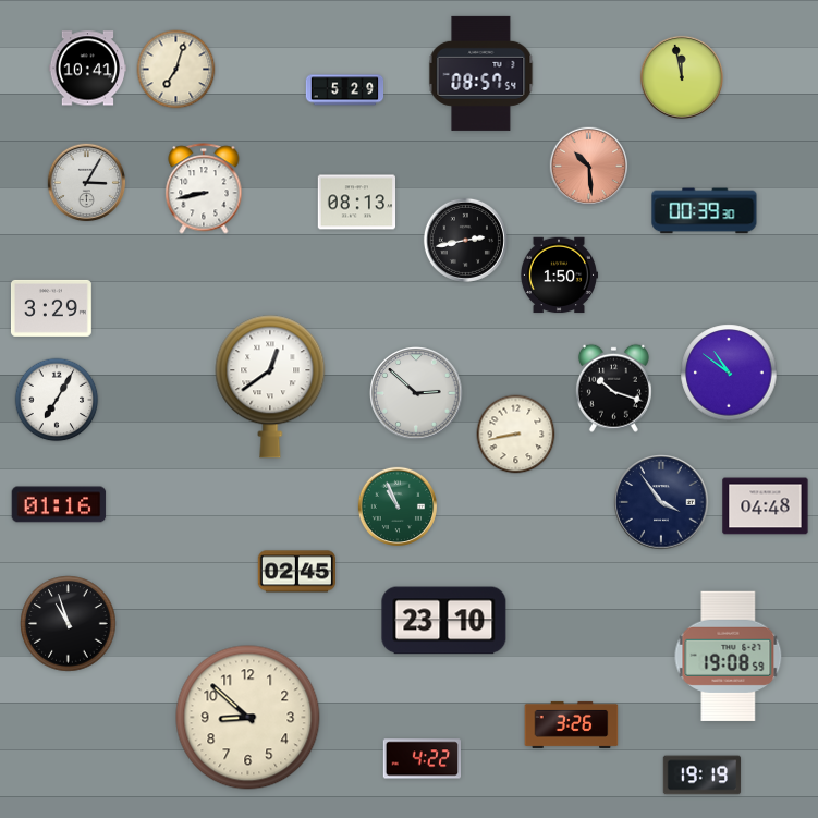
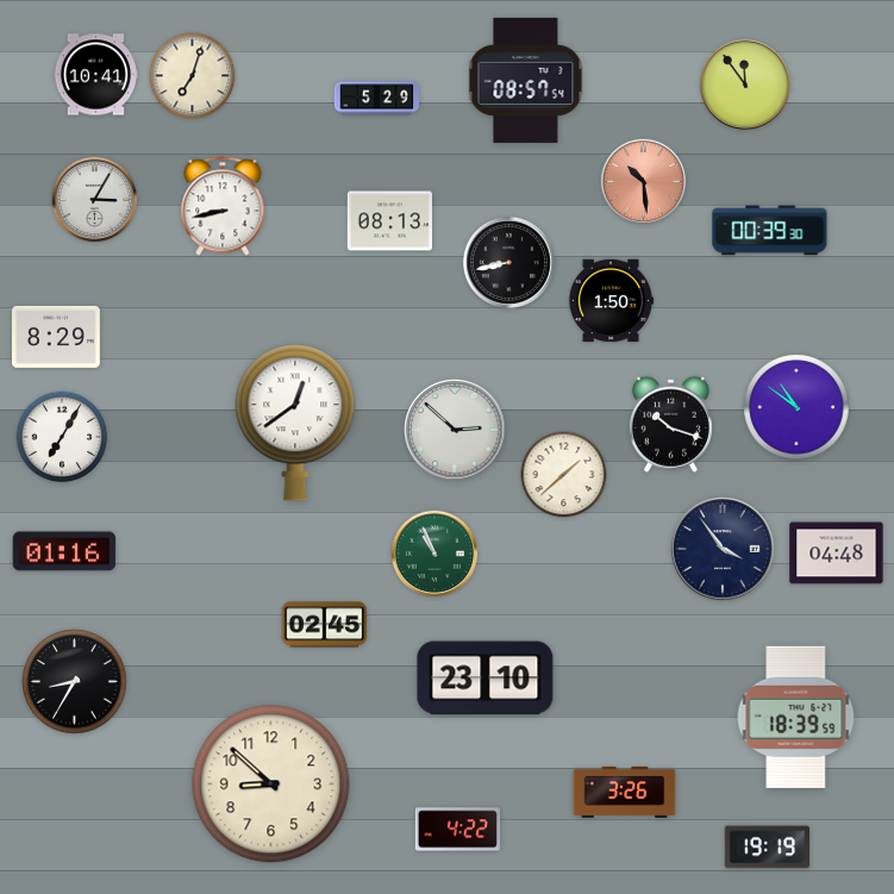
clock at (682, 77): 11:58 -> 11:54
clock at (465, 240): 2:43 -> 8:43
clock at (51, 308): 3:29 -> 8:29
clock at (516, 435): 8:43 -> 1:38
clock at (69, 624): 10:57 -> 8:35
clock at (729, 656): 19:08 -> 18:39
clock at (422, 759) position: (422, 759) -> (457, 830)
